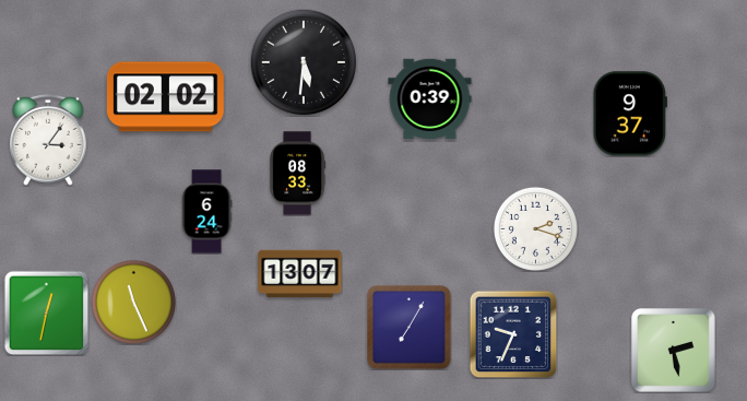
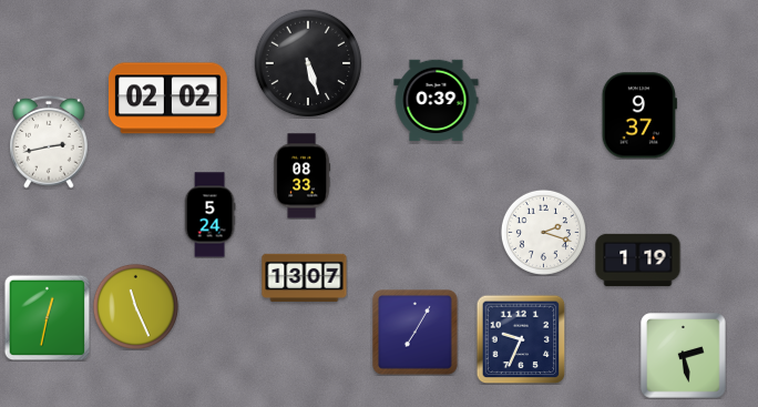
clock at (304, 62): 5:31 -> 5:27
clock at (49, 140): 3:06 -> 2:43
clock at (206, 212): 6:24 -> 5:24
clock at (638, 260): none -> 1:19
